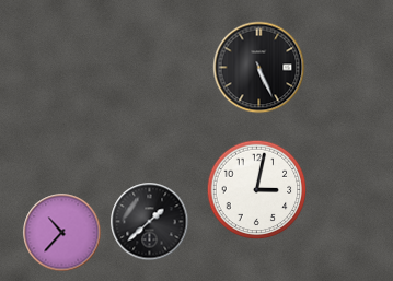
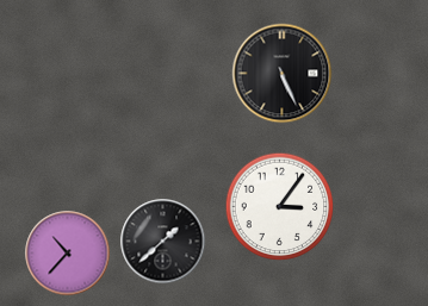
clock at (257, 190): 3:02 -> 3:06
